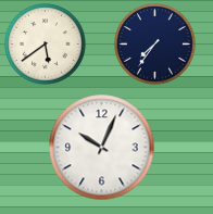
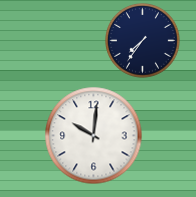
clock at (46, 45): 5:39 -> none
clock at (102, 148): 10:04 -> 10:01
